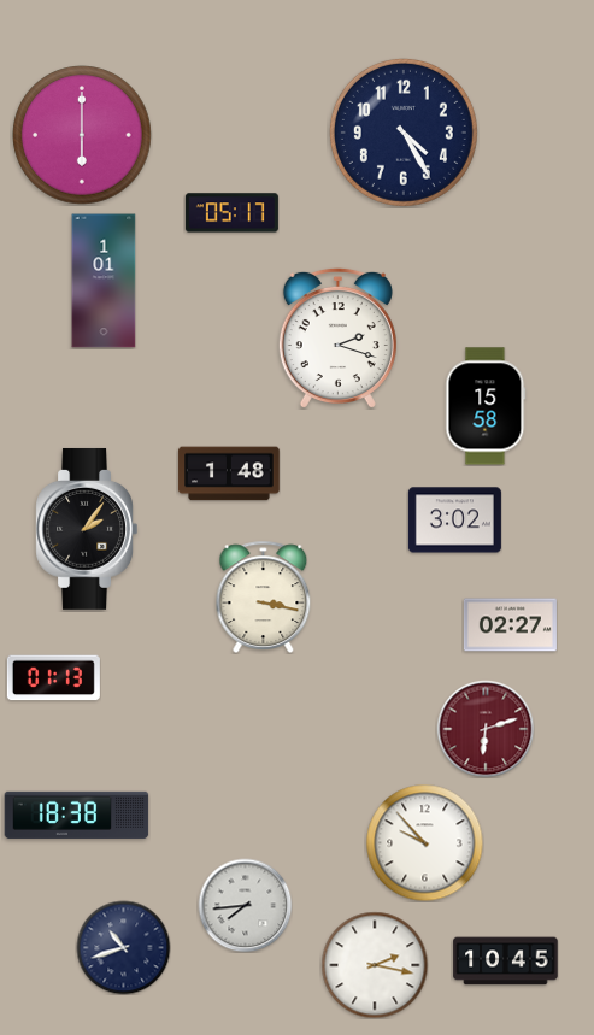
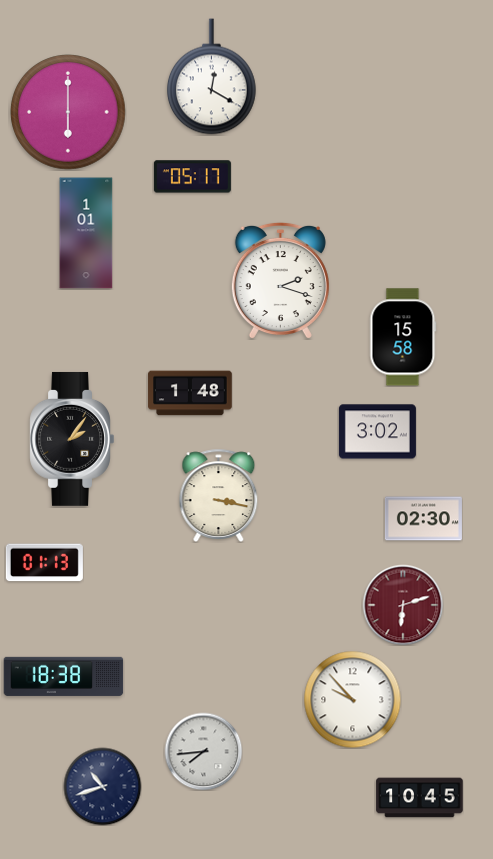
clock at (212, 77): none -> 12:20
clock at (404, 133): 4:25 -> none
clock at (510, 625): 02:27 -> 02:30
clock at (375, 965): 2:17 -> none
